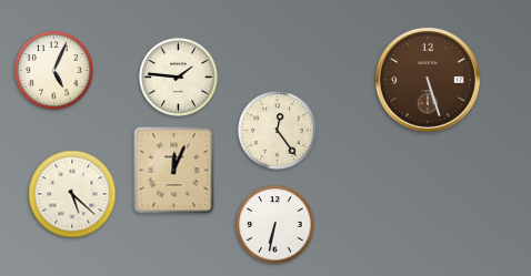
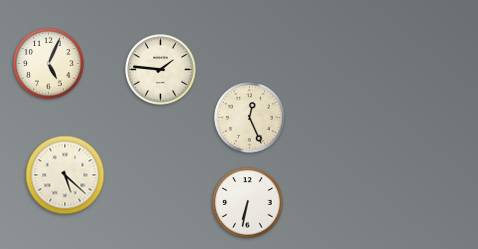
clock at (428, 80): 5:27 -> none
clock at (278, 131): 12:24 -> 12:26
clock at (174, 171): 12:04 -> none
